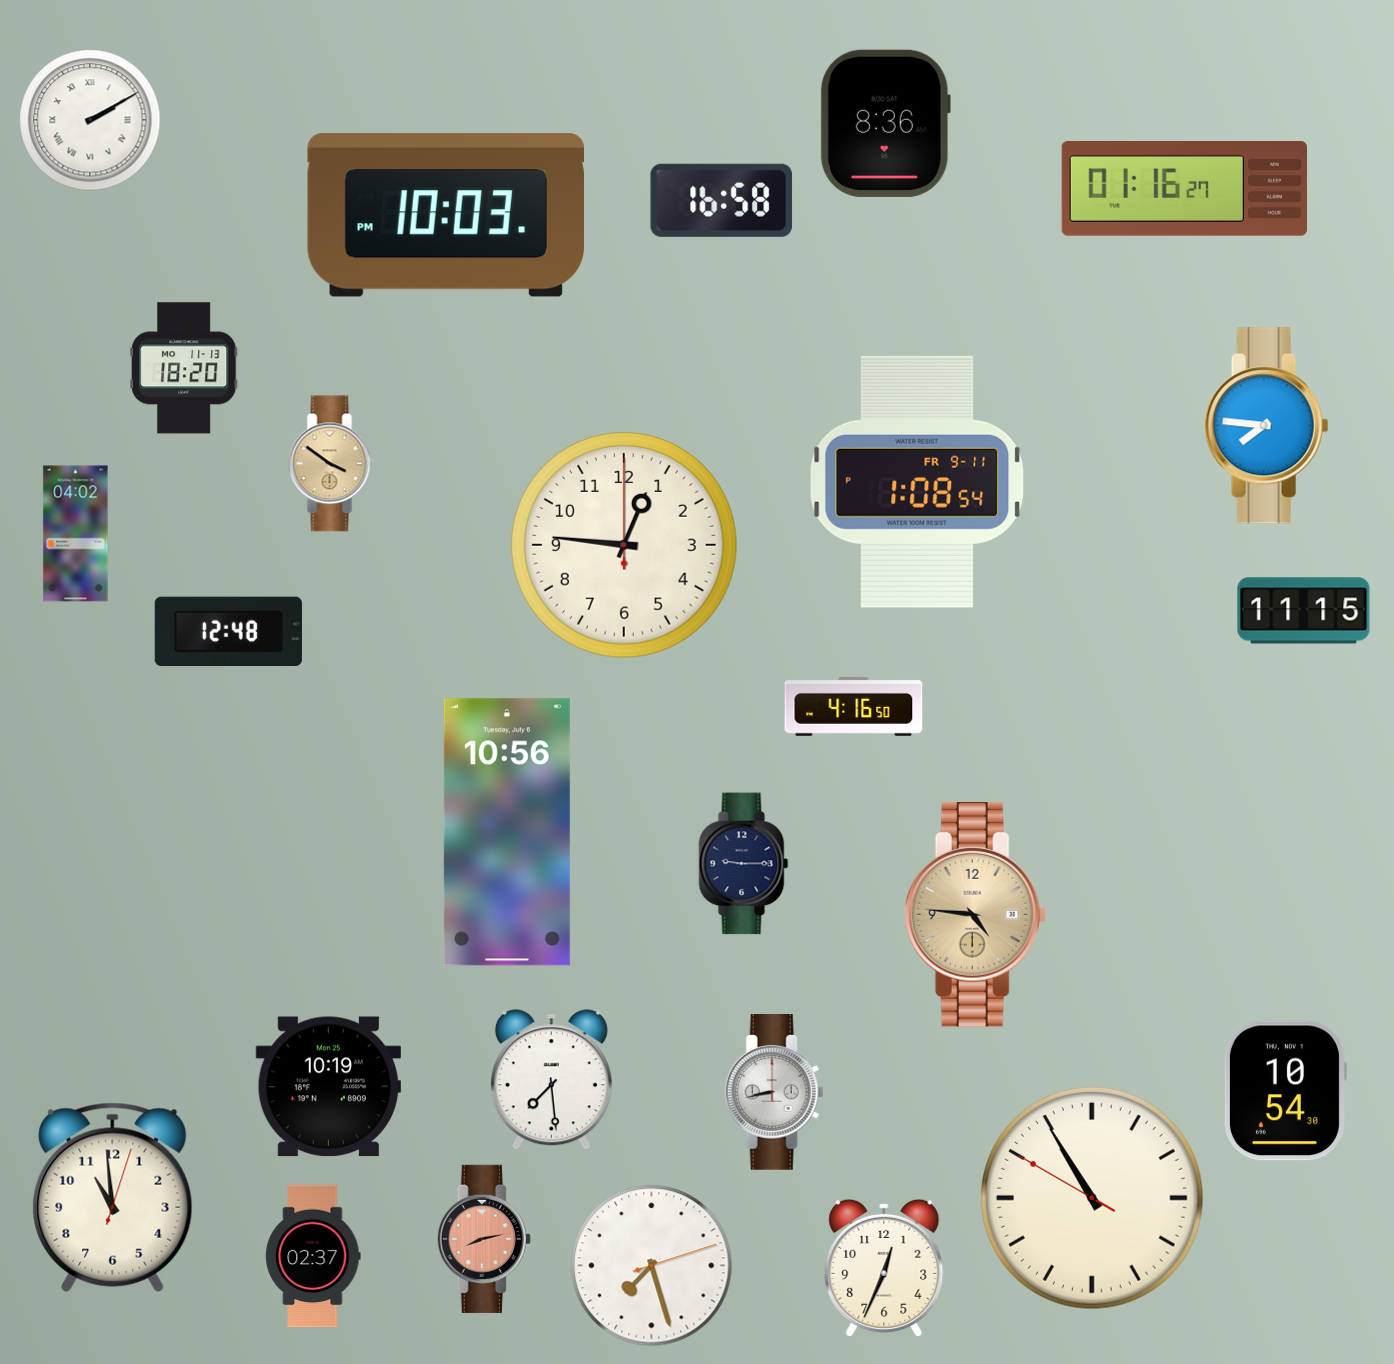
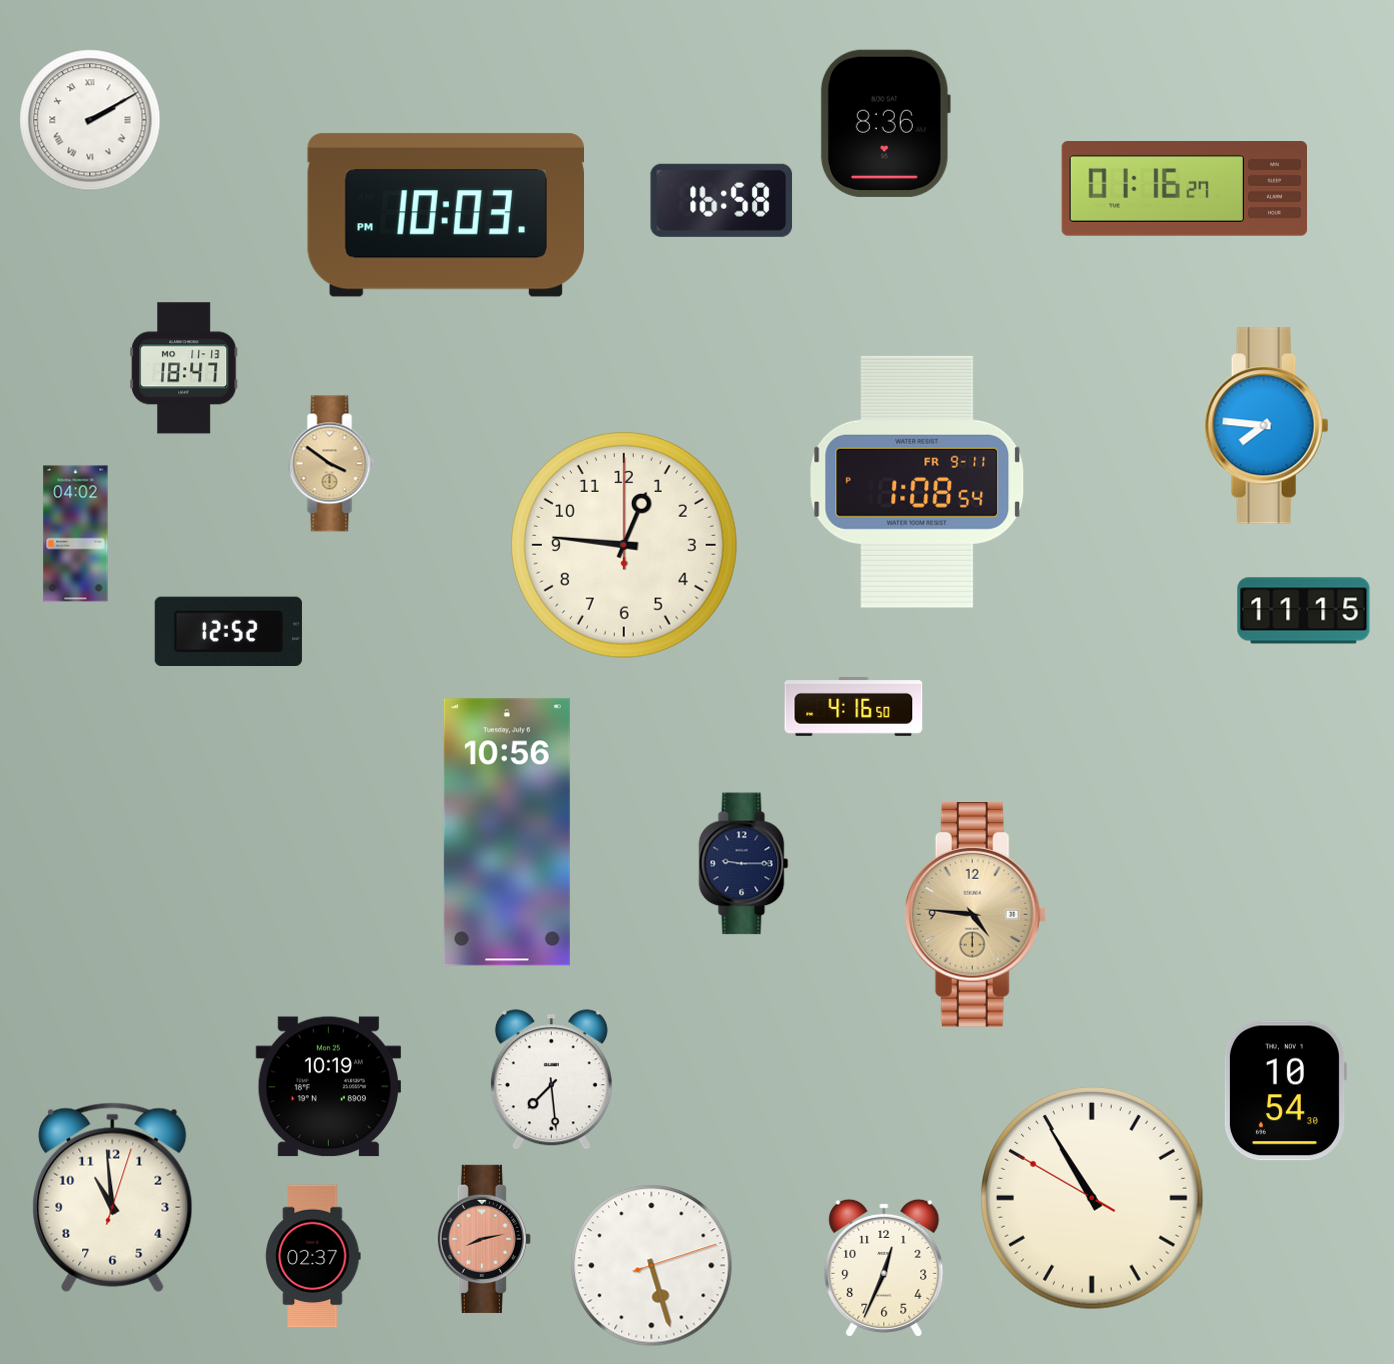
clock at (184, 368): 18:20 -> 18:47
clock at (228, 631): 12:48 -> 12:52
clock at (774, 1093): 8:43 -> none
clock at (652, 1266): 7:27 -> 5:27
